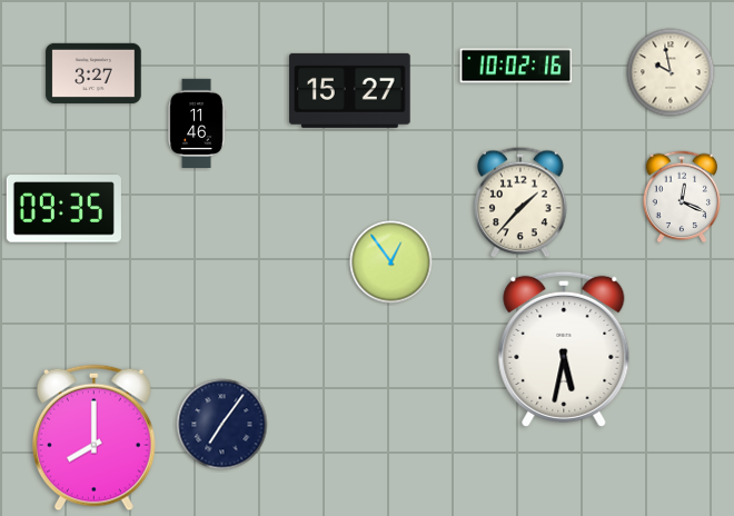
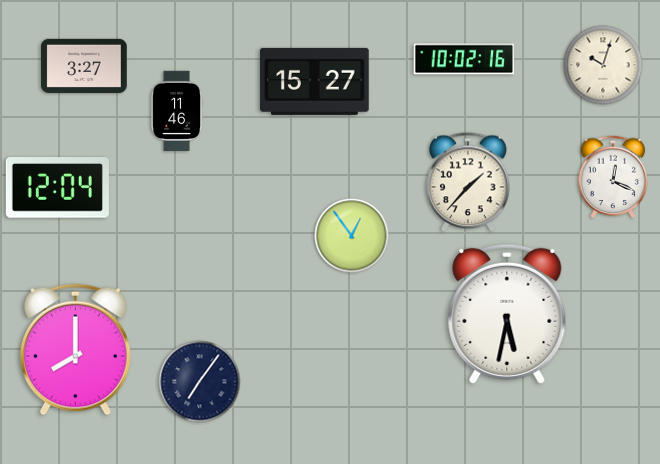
clock at (671, 72): 9:58 -> 10:03
clock at (63, 209): 09:35 -> 12:04
clock at (93, 438) position: (93, 438) -> (75, 350)
